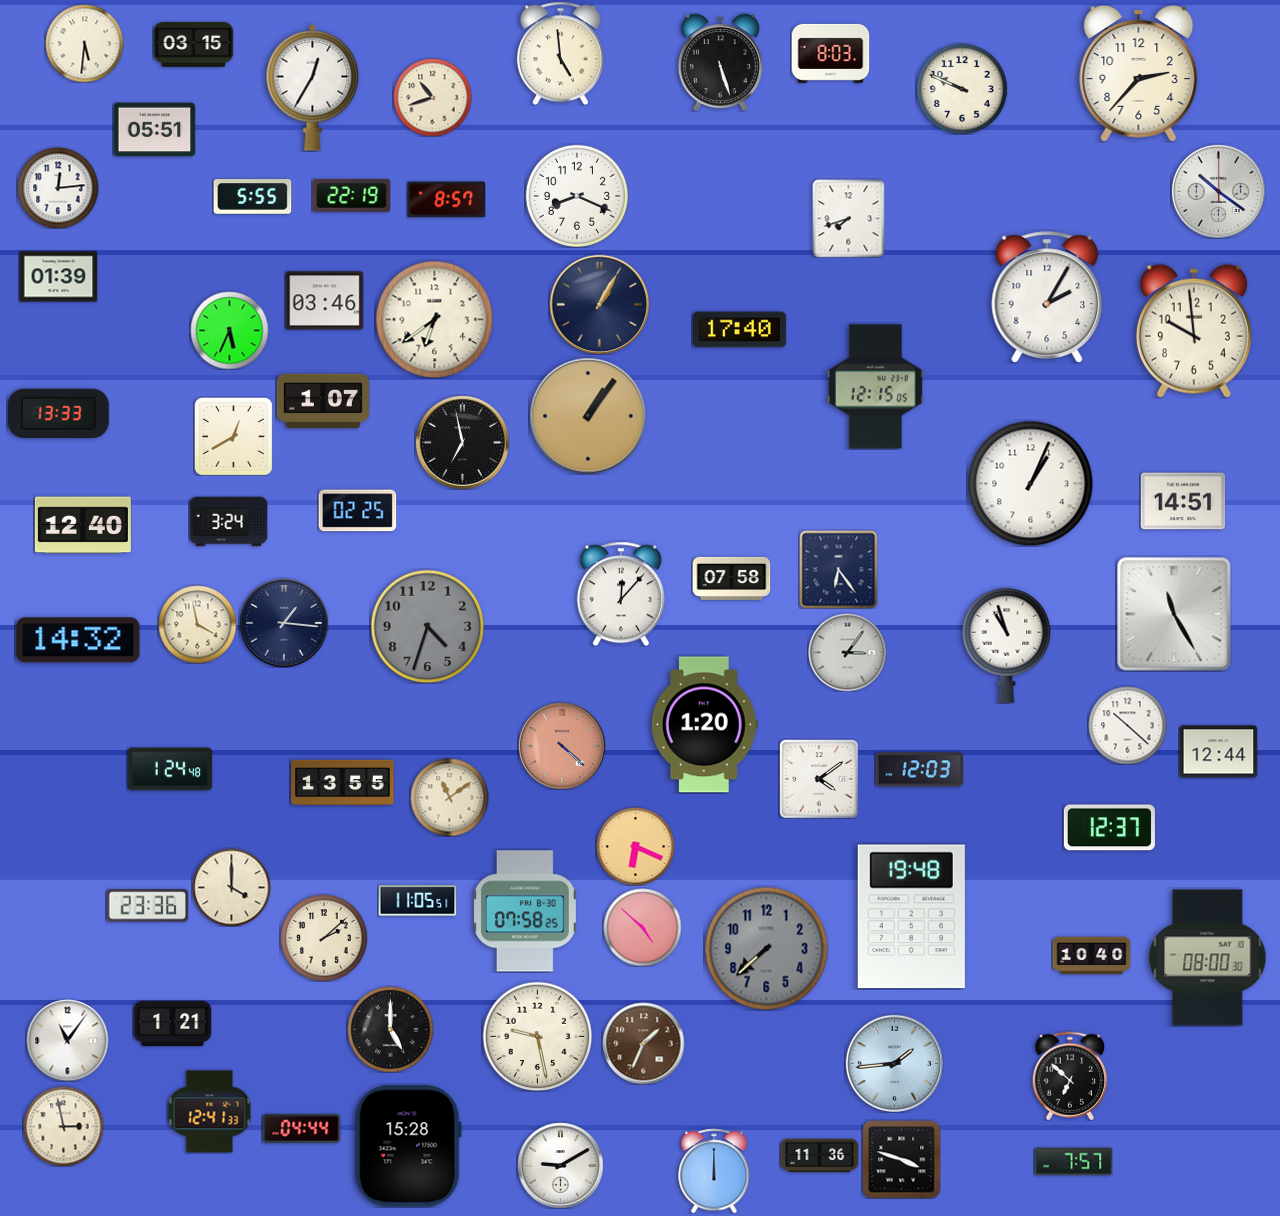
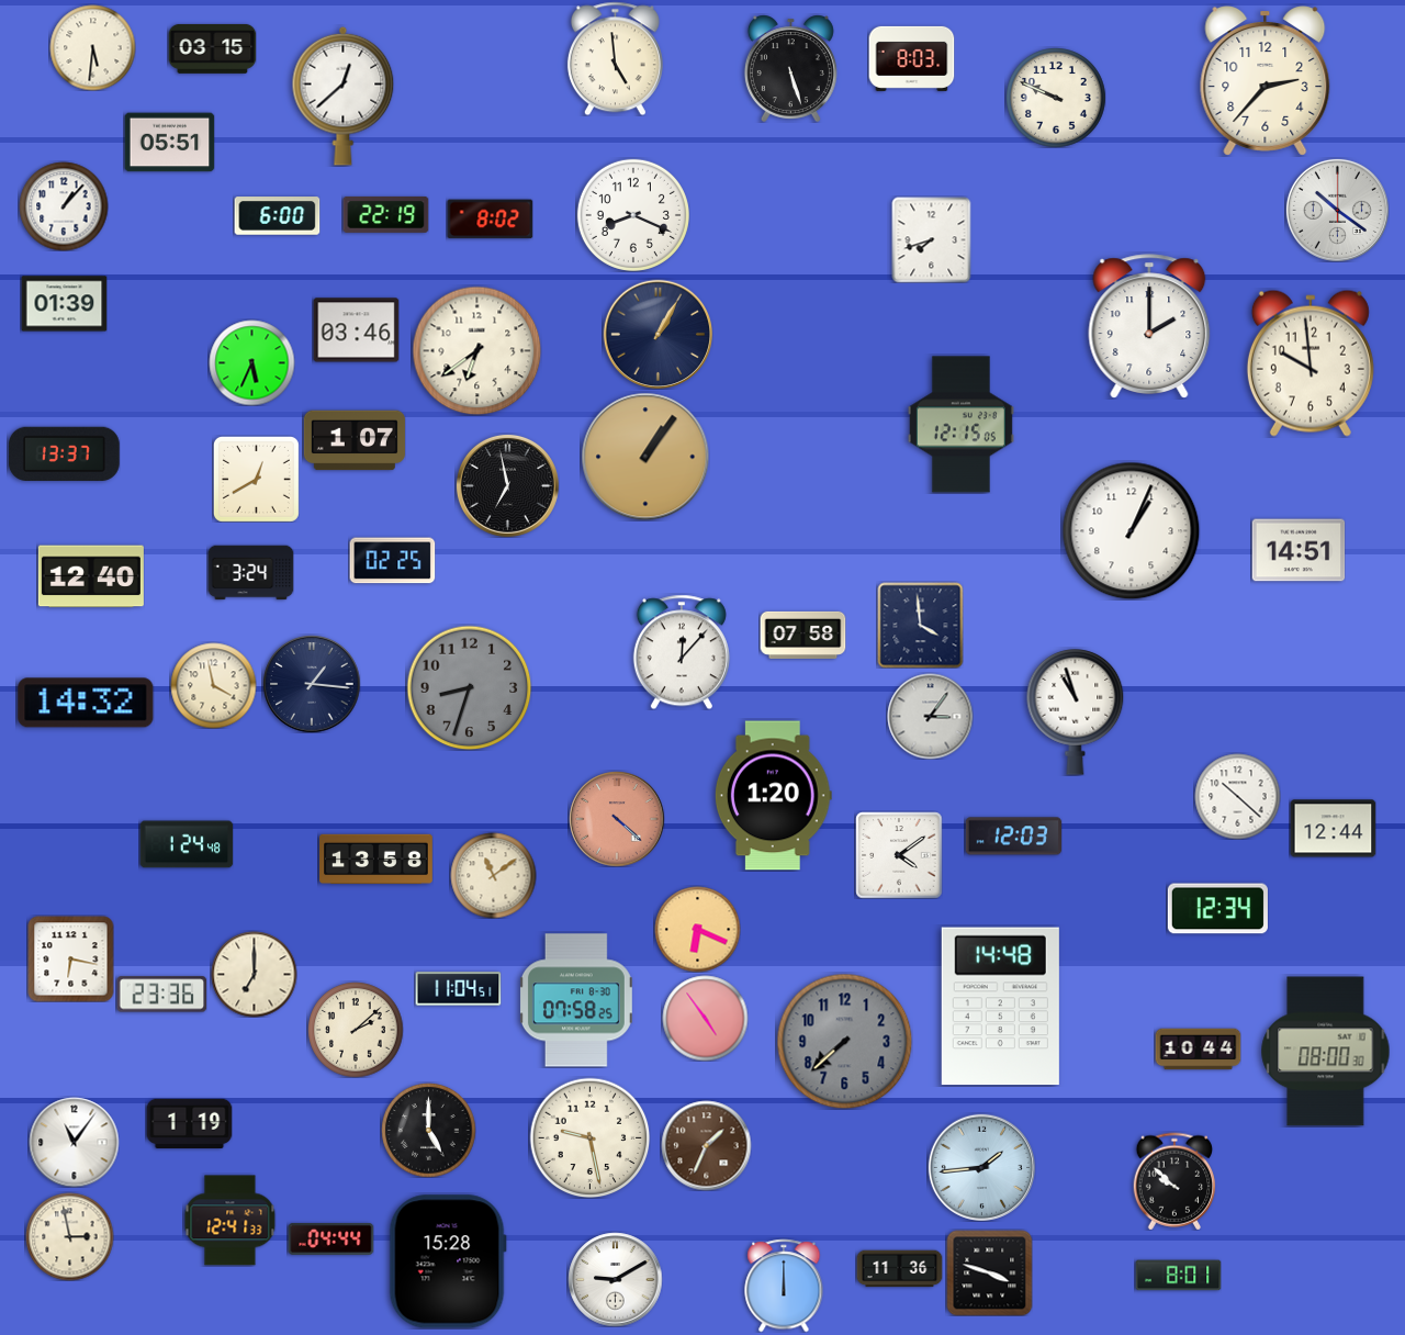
clock at (1139, 74) position: (1139, 74) -> (1266, 81)
clock at (313, 87): 12:35 -> 12:38
clock at (432, 97): 10:42 -> none
clock at (58, 188): 12:14 -> 1:07
clock at (252, 197): 5:55 -> 6:00
clock at (446, 200): 8:57 -> 8:02
clock at (1047, 297): 2:05 -> 2:00
clock at (739, 330): 17:40 -> none
clock at (58, 413): 13:33 -> 13:37
clock at (838, 569): 6:24 -> 3:59
clock at (1174, 614): 11:25 -> none
clock at (197, 624) position: (197, 624) -> (213, 685)
clock at (427, 626): 4:33 -> 8:33
clock at (1007, 646) position: (1007, 646) -> (1076, 713)
clock at (1218, 752) position: (1218, 752) -> (1333, 829)
clock at (919, 770) position: (919, 770) -> (1013, 837)
clock at (343, 783): 13:55 -> 13:58
clock at (1109, 828): 12:37 -> 12:34
clock at (70, 958): none -> 6:17
clock at (231, 887): 4:00 -> 7:00
clock at (417, 901): 11:05 -> 11:04
clock at (911, 917): 19:48 -> 14:48
clock at (642, 927): 4:52 -> 4:54
clock at (766, 948) position: (766, 948) -> (844, 1041)
clock at (1091, 956): 10:40 -> 10:44
clock at (172, 1024): 1:21 -> 1:19
clock at (1070, 1076): 6:52 -> 9:52
clock at (408, 1146) position: (408, 1146) -> (448, 1261)
clock at (1073, 1162): 7:57 -> 8:01
